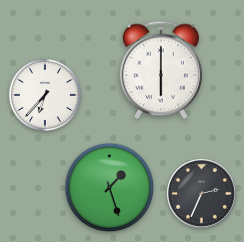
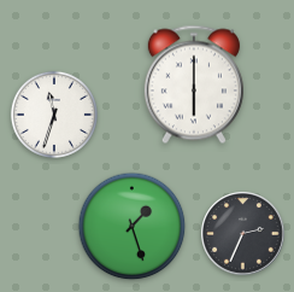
clock at (45, 95): 6:37 -> 11:33
